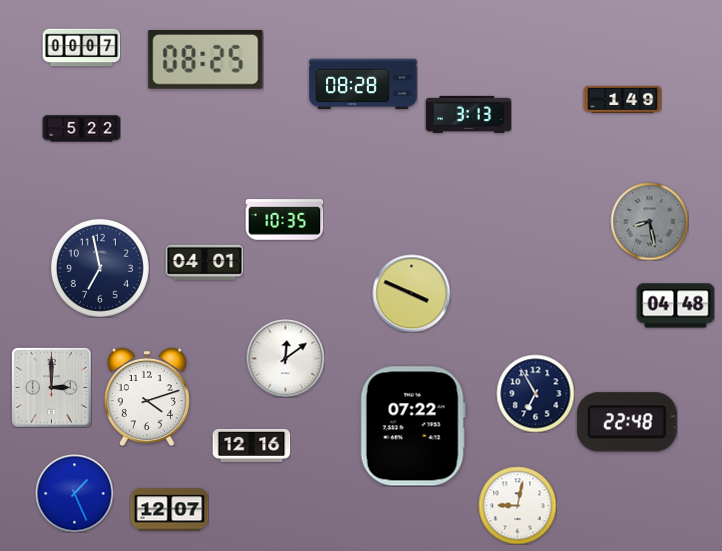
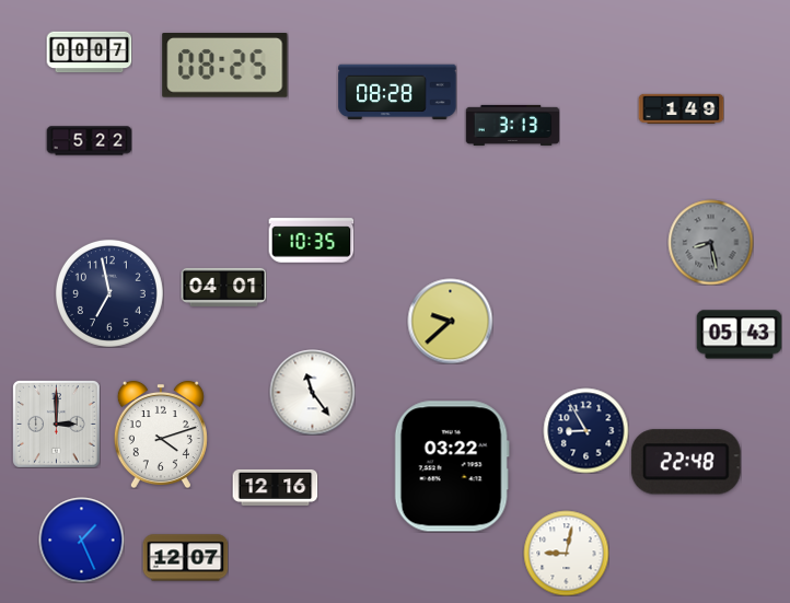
clock at (411, 293): 3:49 -> 9:38
clock at (675, 306): 04:48 -> 05:43
clock at (285, 358): 12:09 -> 11:24
clock at (535, 393): 6:55 -> 8:55
clock at (413, 426): 07:22 -> 03:22
